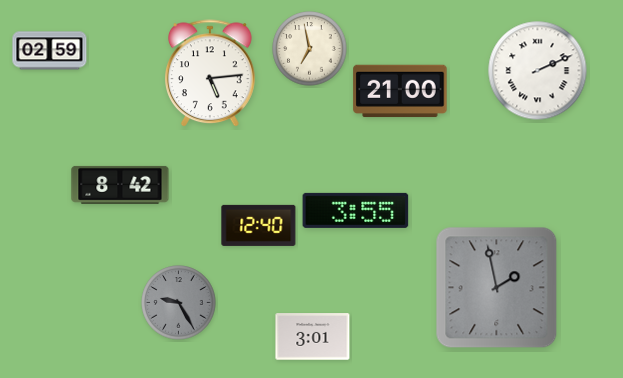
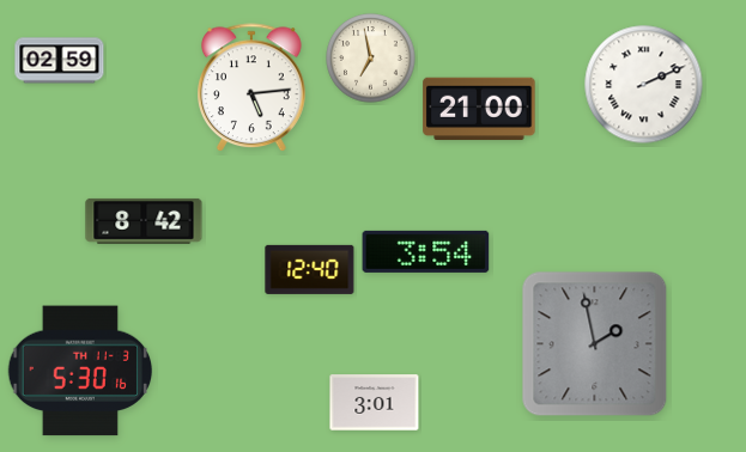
clock at (356, 210): 3:55 -> 3:54
clock at (179, 303): 9:25 -> none
clock at (80, 371): none -> 5:30
